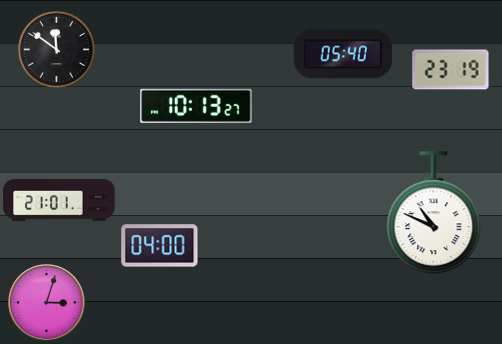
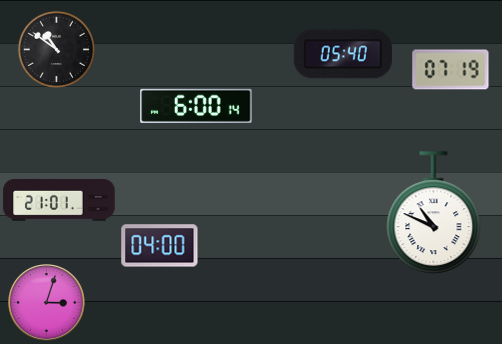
clock at (56, 49): 11:51 -> 10:51
clock at (451, 70): 23:19 -> 07:19
clock at (196, 106): 10:13 -> 6:00
